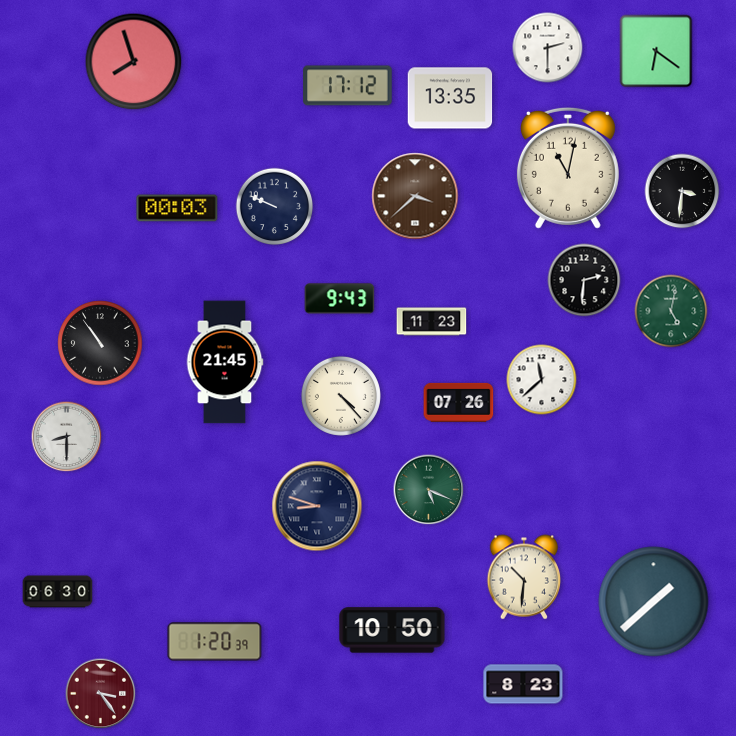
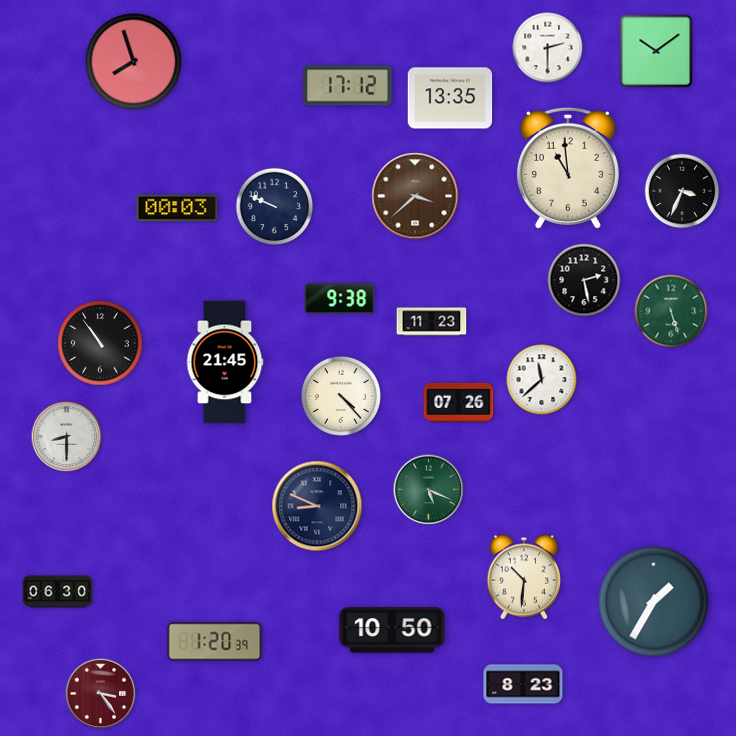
clock at (656, 51): 6:21 -> 10:09
clock at (568, 168): 11:02 -> 10:59
clock at (682, 191): 3:31 -> 3:34
clock at (584, 280): 2:31 -> 2:28
clock at (340, 299): 9:43 -> 9:38
clock at (671, 311): 5:02 -> 5:27
clock at (317, 506): 8:48 -> 8:49
clock at (654, 602): 1:38 -> 1:35
